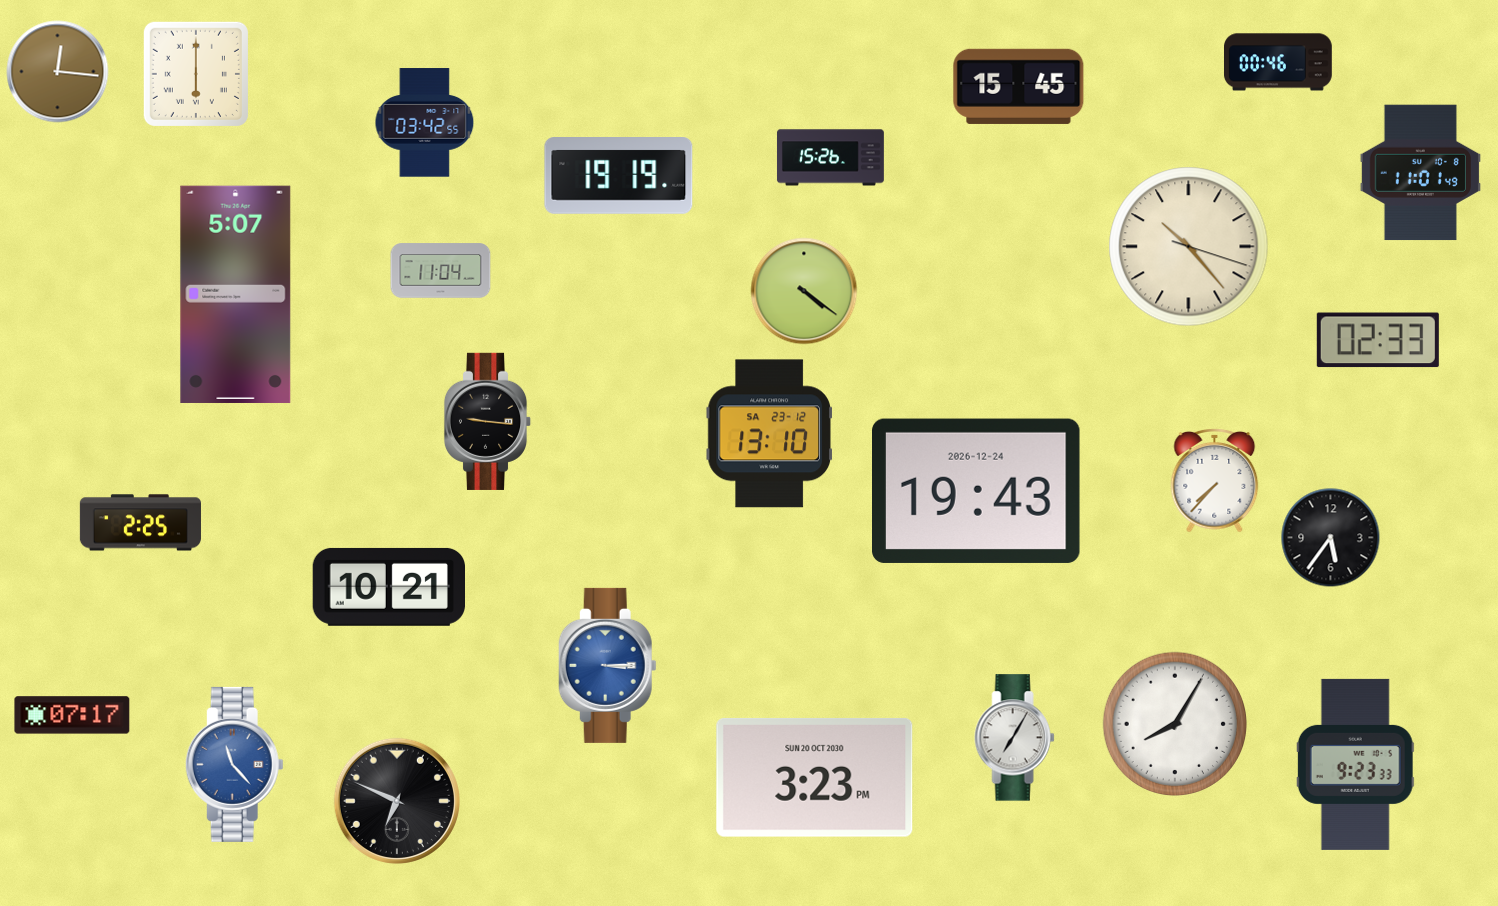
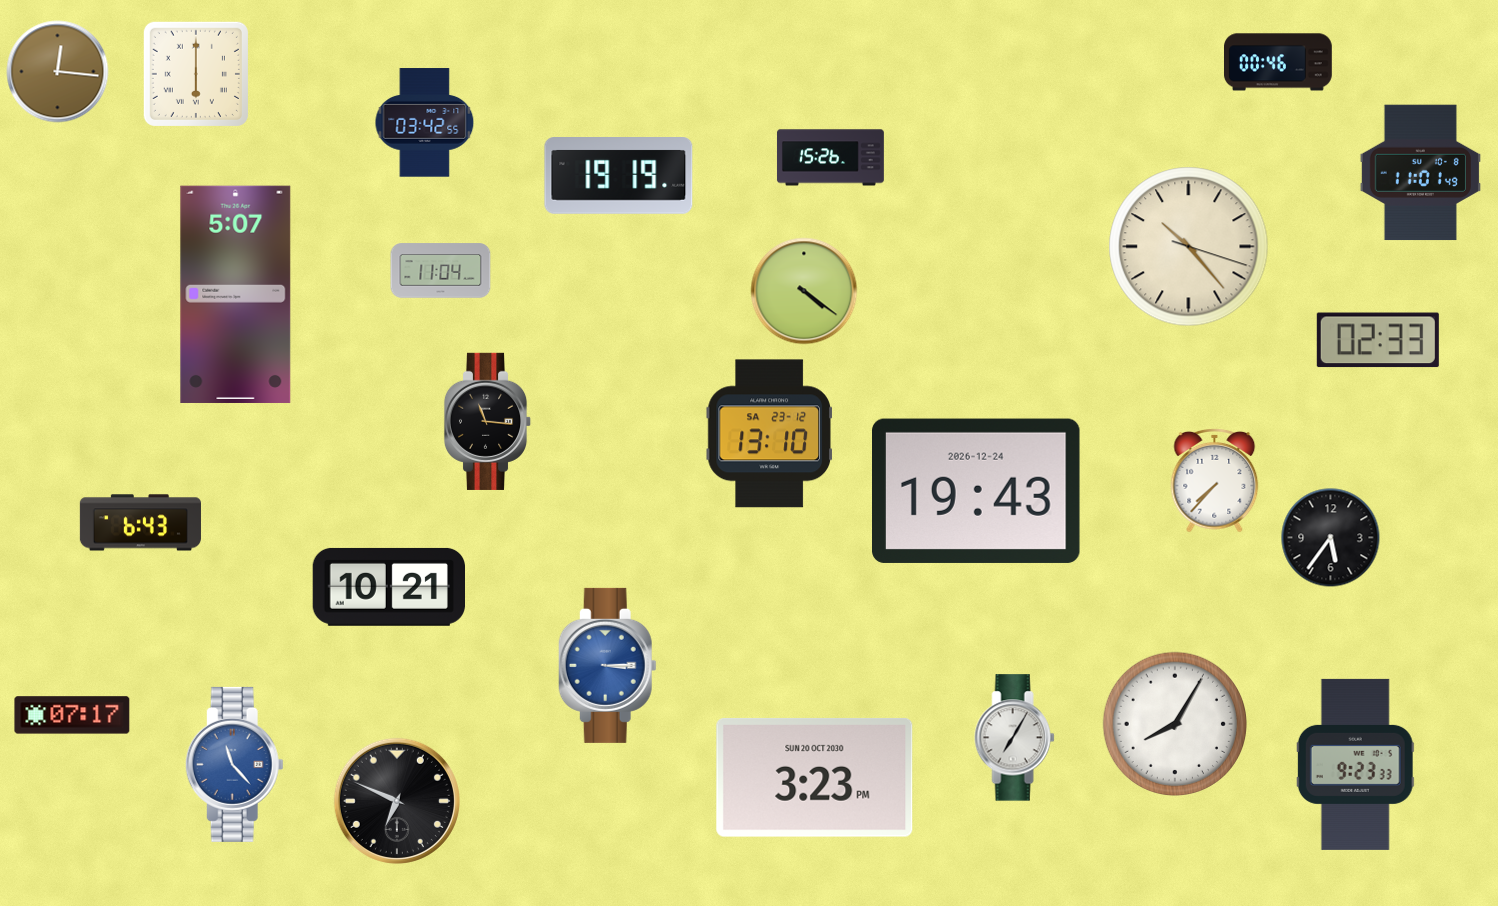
clock at (1019, 86): 15:45 -> none
clock at (488, 421): 9:16 -> 11:16
clock at (140, 523): 2:25 -> 6:43
